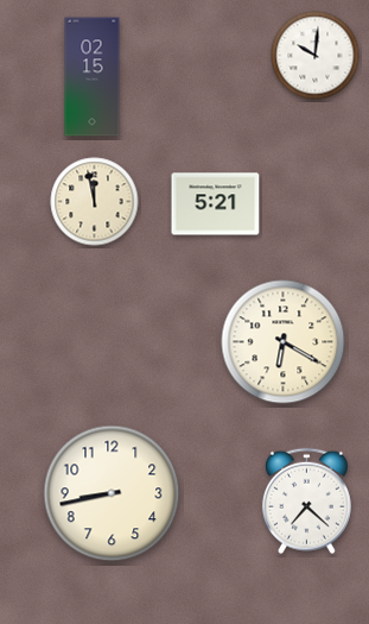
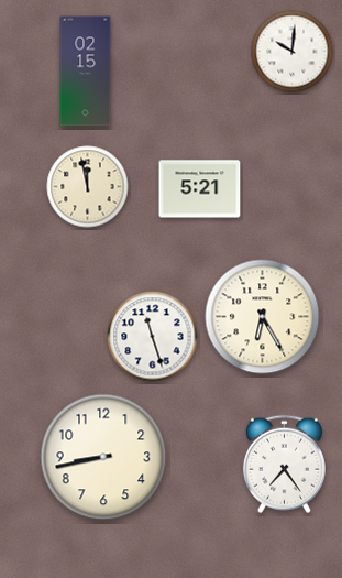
clock at (284, 342): 6:20 -> 6:25
clock at (153, 337): none -> 11:27
clock at (306, 502): 7:22 -> 7:24
